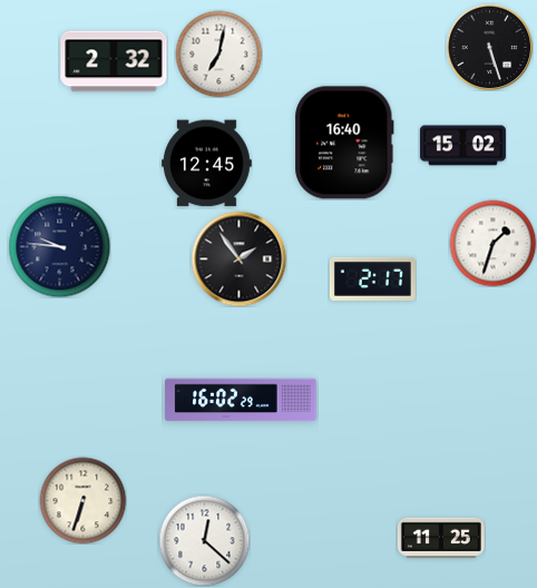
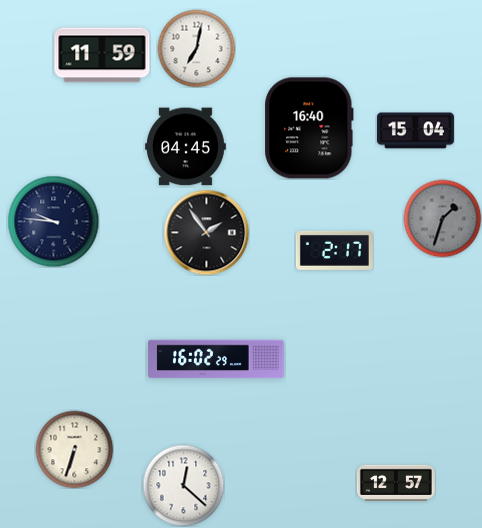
clock at (489, 47): 5:27 -> none
clock at (114, 61): 2:32 -> 11:59
clock at (462, 146): 15:02 -> 15:04
clock at (207, 164): 12:45 -> 04:45
clock at (492, 243) dial: white -> grey
clock at (238, 258) position: (238, 258) -> (206, 232)
clock at (441, 538): 11:25 -> 12:57
